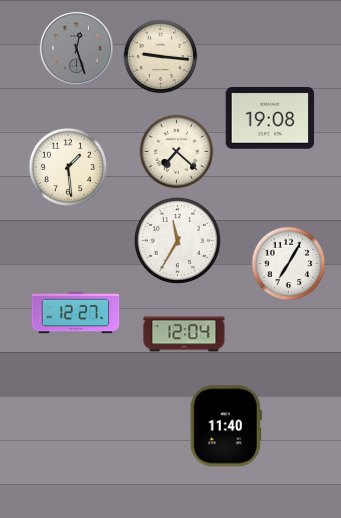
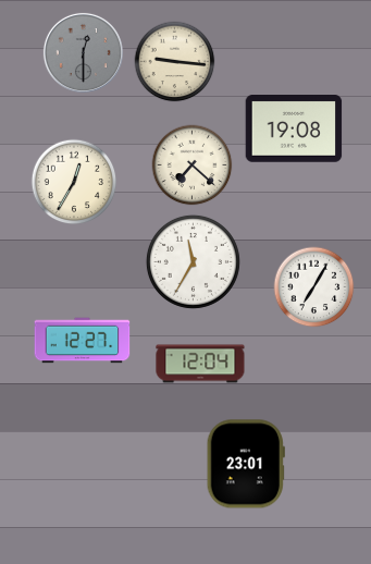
clock at (76, 48): 12:27 -> 12:30
clock at (68, 167): 1:29 -> 12:35
clock at (226, 426): 11:40 -> 23:01
